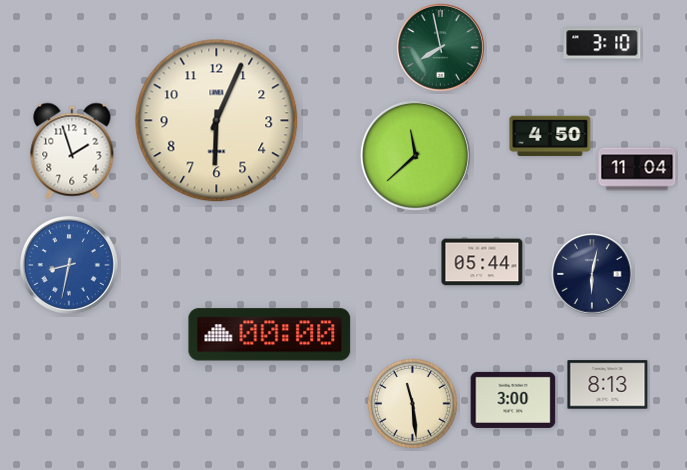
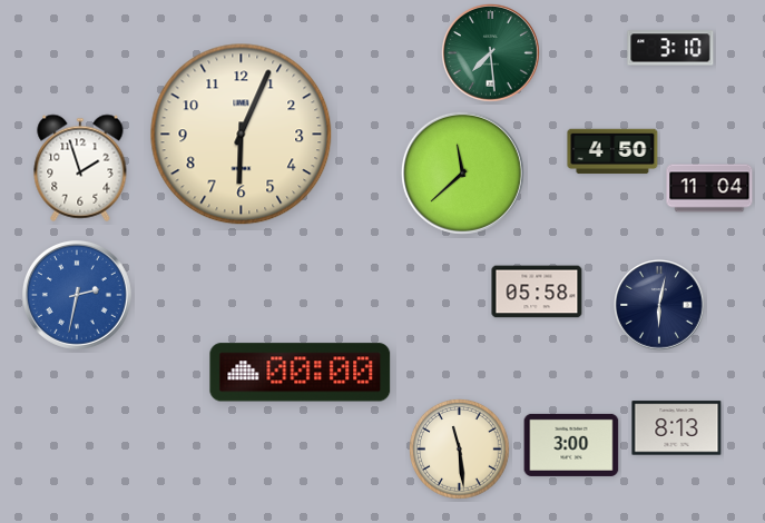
clock at (441, 48): 7:58 -> 7:29
clock at (482, 262): 05:44 -> 05:58
clock at (69, 265): 8:32 -> 2:32
